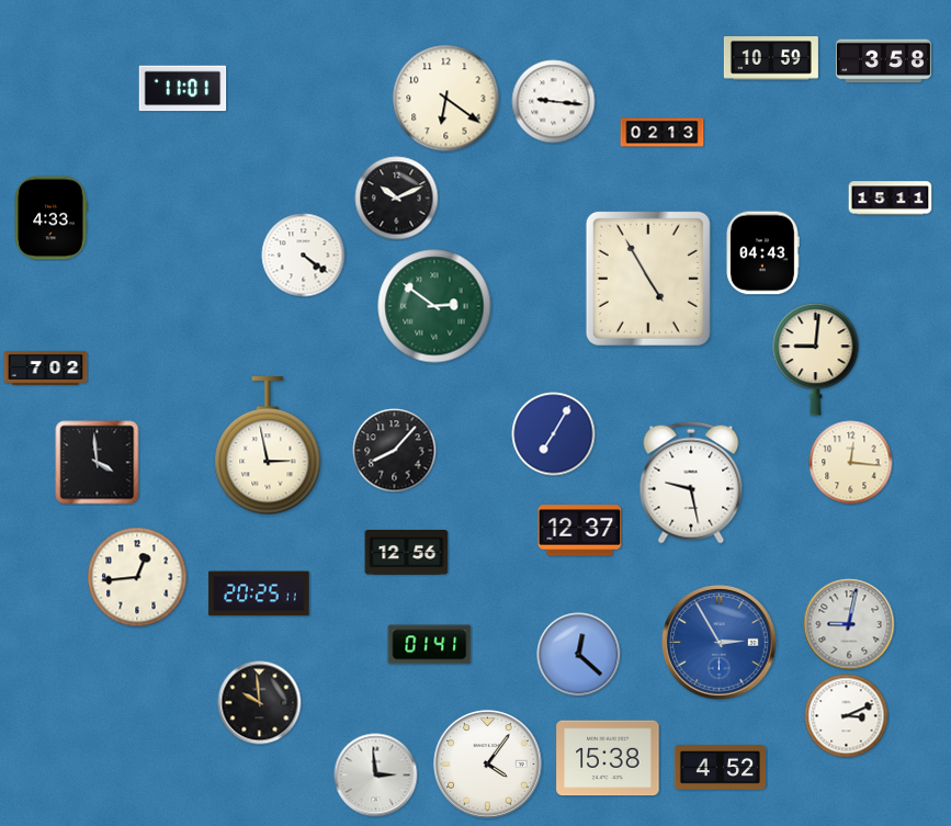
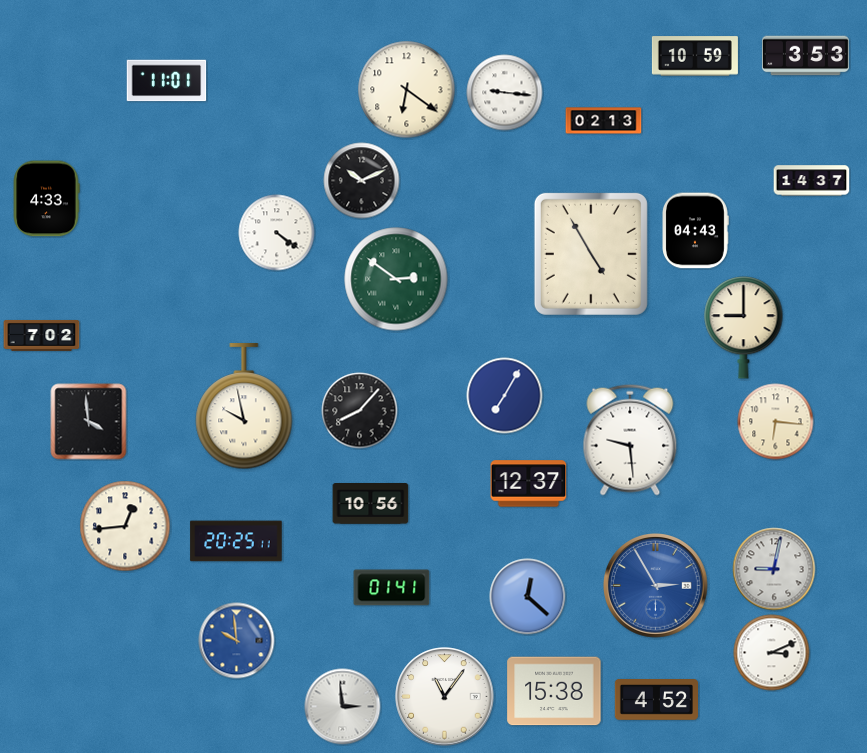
clock at (771, 58) position: (771, 58) -> (695, 56)
clock at (883, 61): 3:58 -> 3:53
clock at (891, 199): 15:11 -> 14:37
clock at (816, 360): 9:01 -> 9:00
clock at (268, 446): 2:58 -> 9:58
clock at (851, 463): 12:16 -> 6:16
clock at (691, 483): 9:28 -> 9:29
clock at (407, 553): 12:56 -> 10:56
clock at (260, 703) dial: black -> blue
clock at (488, 765): 4:06 -> 11:06
